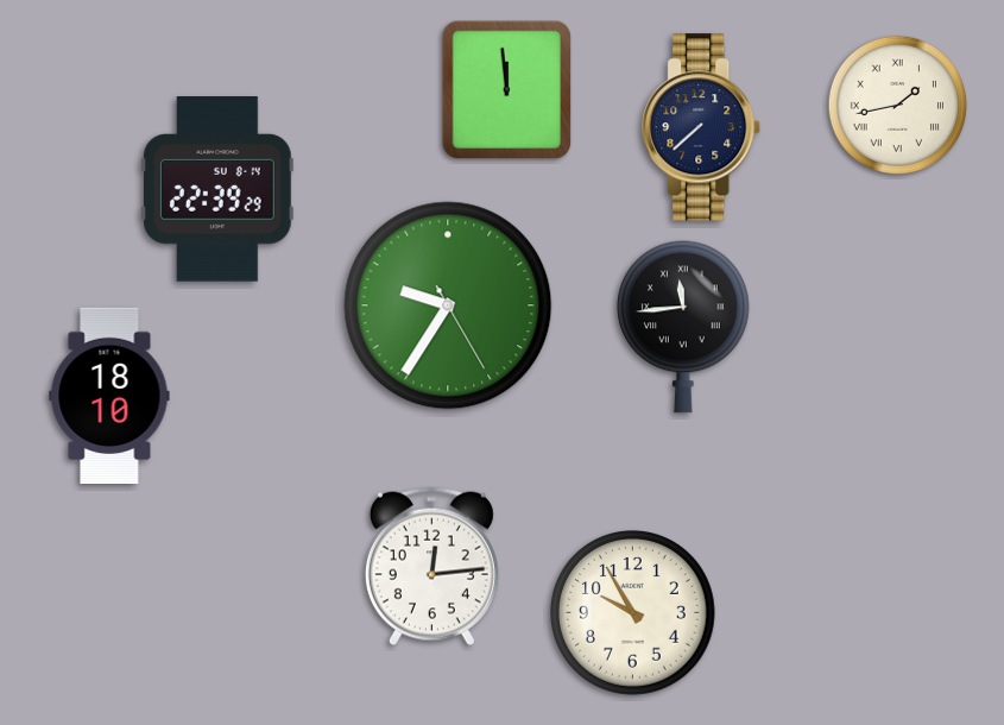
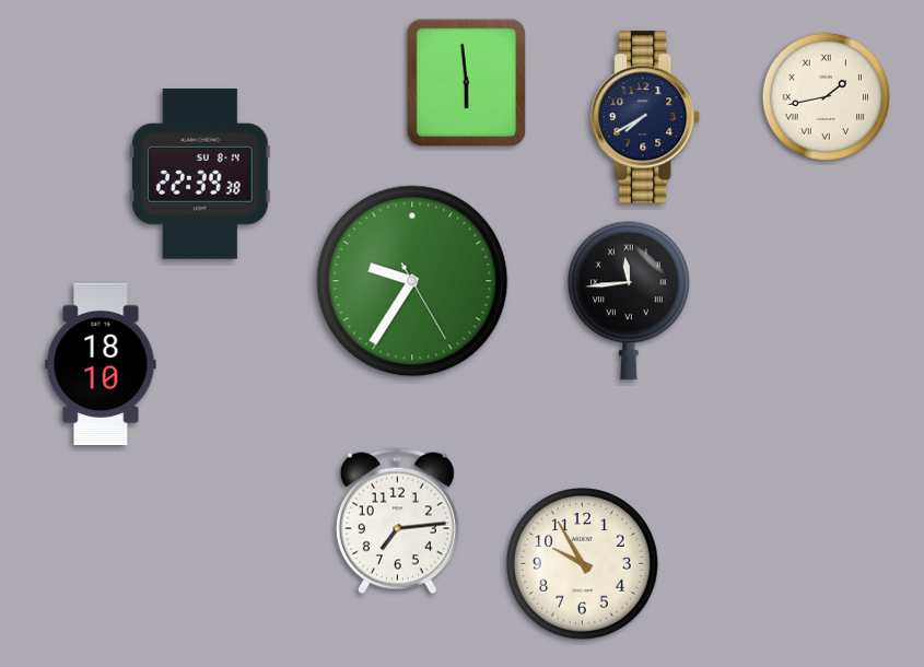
clock at (507, 90): 11:59 -> 5:59
clock at (702, 127): 7:38 -> 7:40
clock at (217, 189): 22:39:29 -> 22:39:38
clock at (431, 567): 12:14 -> 7:14
